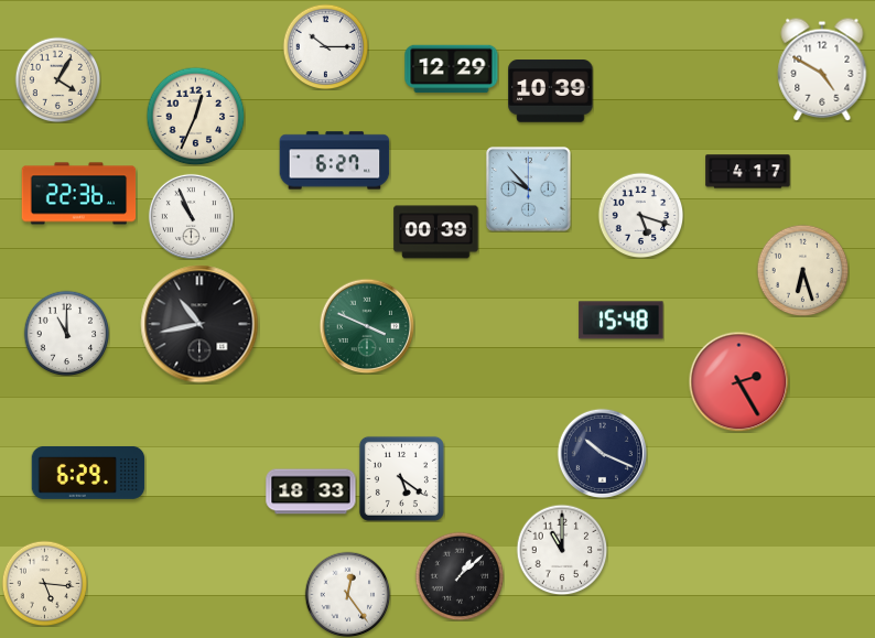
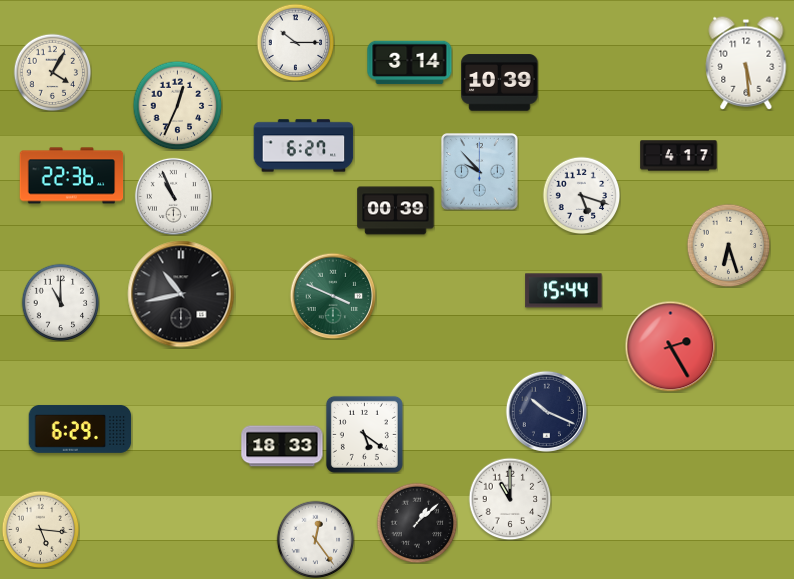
clock at (452, 69): 12:29 -> 3:14
clock at (822, 69): 4:50 -> 5:29
clock at (622, 321): 15:48 -> 15:44
